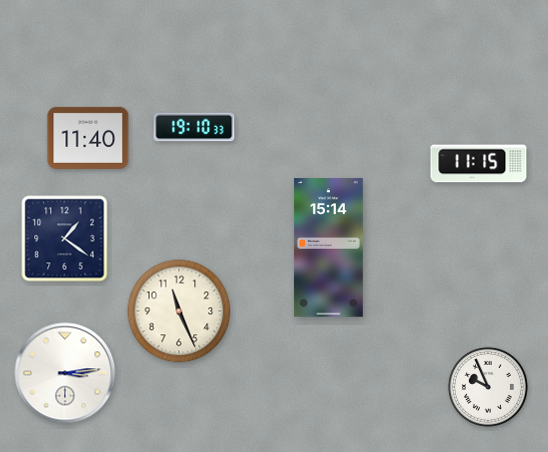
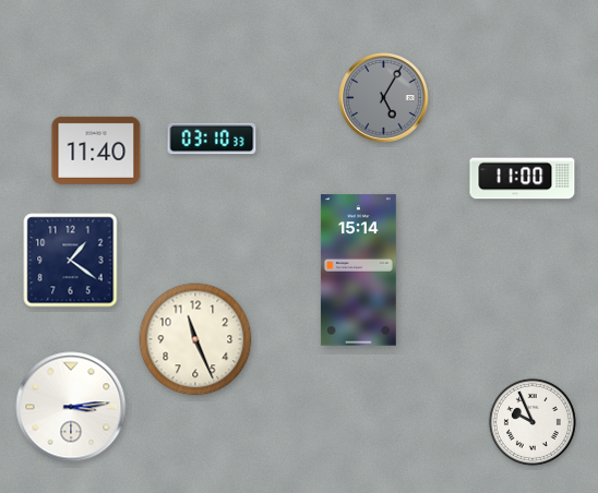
clock at (384, 98): none -> 5:05
clock at (194, 127): 19:10 -> 03:10
clock at (479, 164): 11:15 -> 11:00
